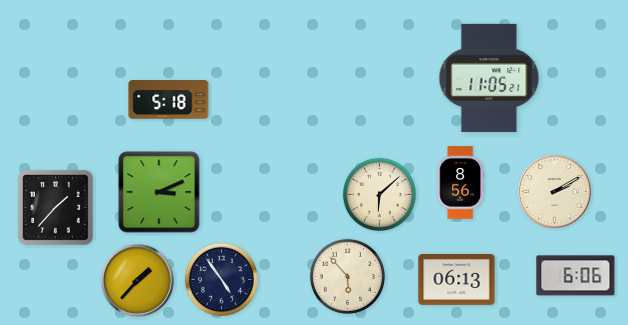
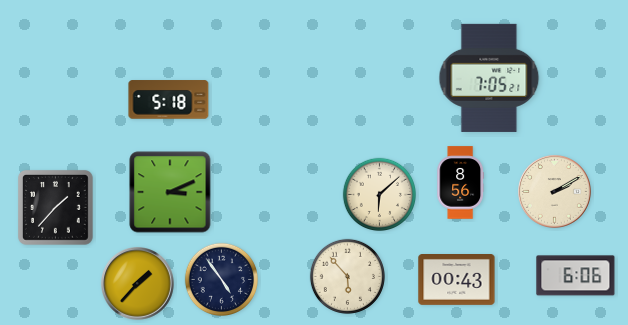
clock at (489, 78): 11:05 -> 7:05
clock at (159, 192) position: (159, 192) -> (170, 192)
clock at (457, 280): 06:13 -> 00:43
clock at (138, 281) position: (138, 281) -> (138, 284)
